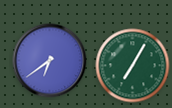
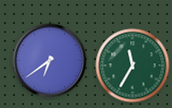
clock at (133, 66): 7:05 -> 11:35
